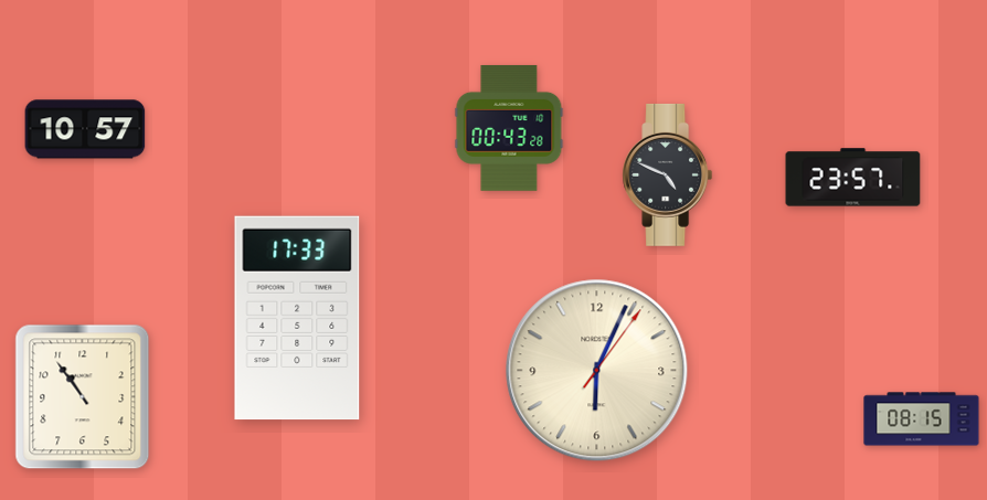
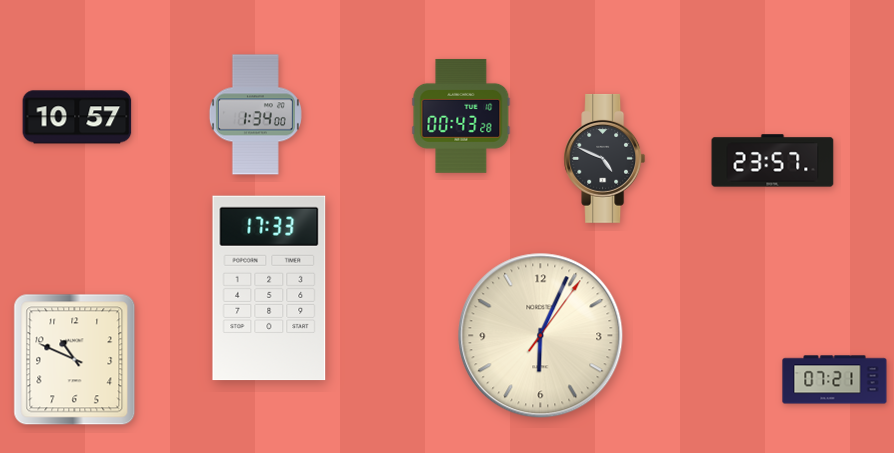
clock at (255, 115): none -> 1:34
clock at (83, 397): 10:54 -> 10:49
clock at (922, 419): 08:15 -> 07:21
